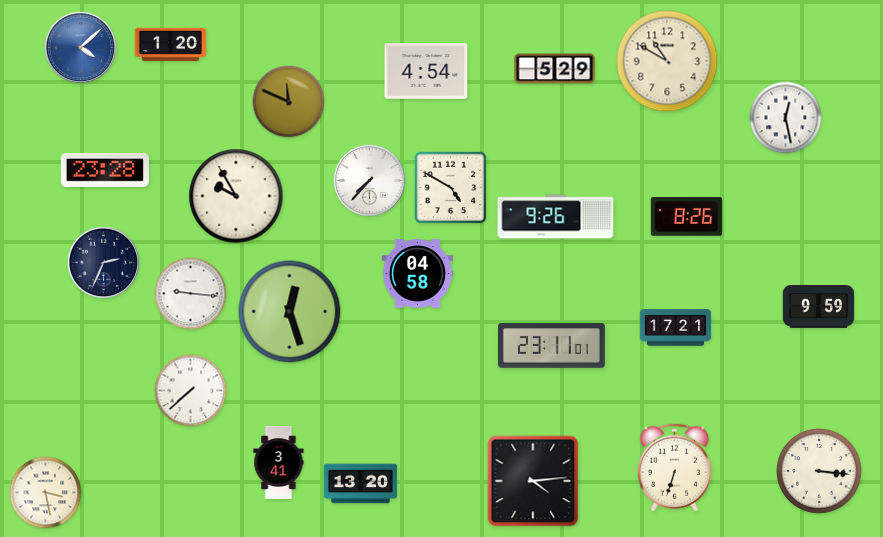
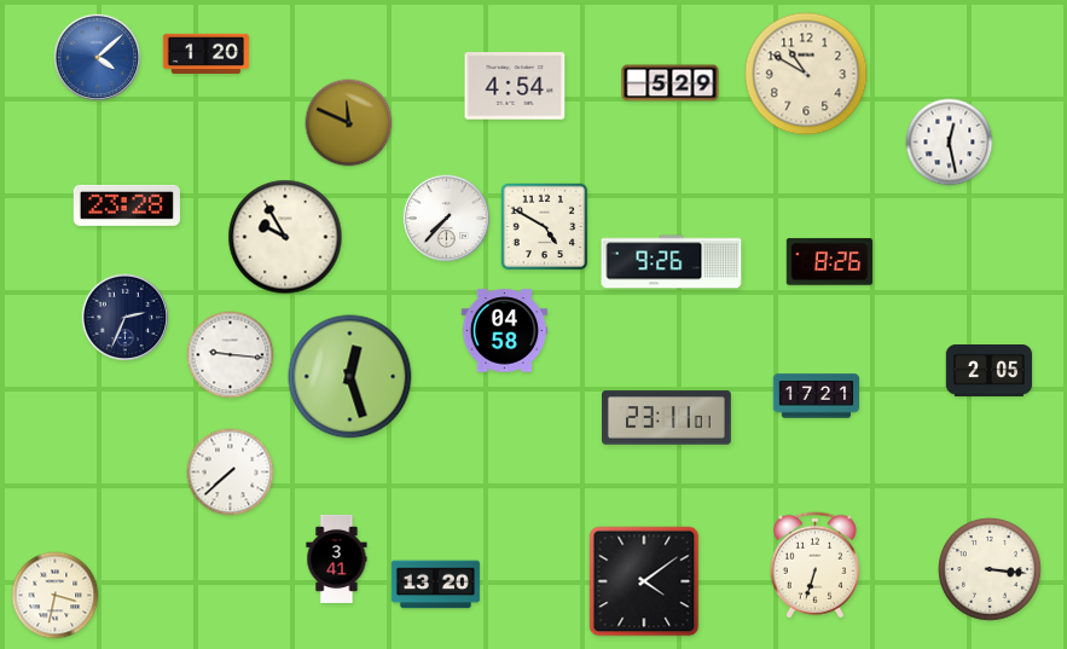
clock at (819, 307): 9:59 -> 2:05
clock at (533, 481): 4:14 -> 4:09
clock at (46, 493): 3:28 -> 3:32
